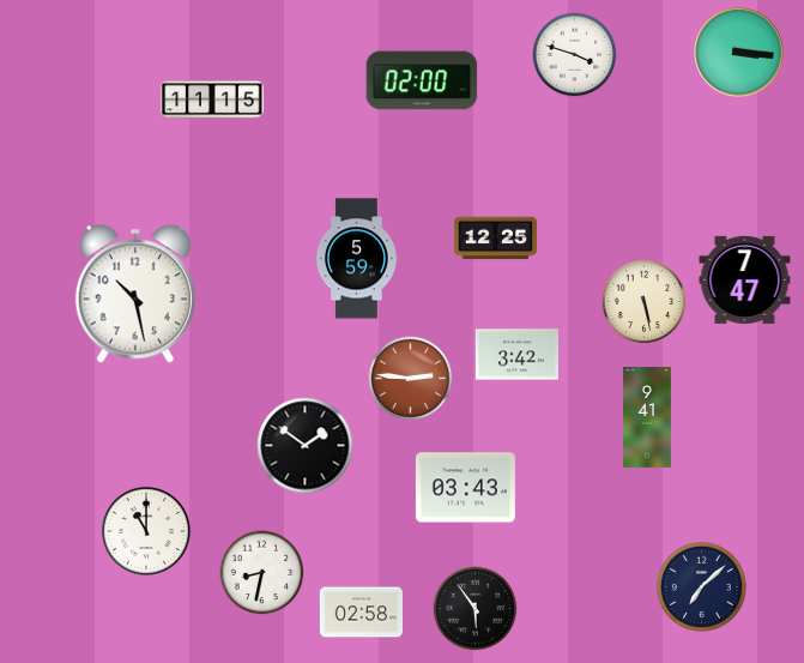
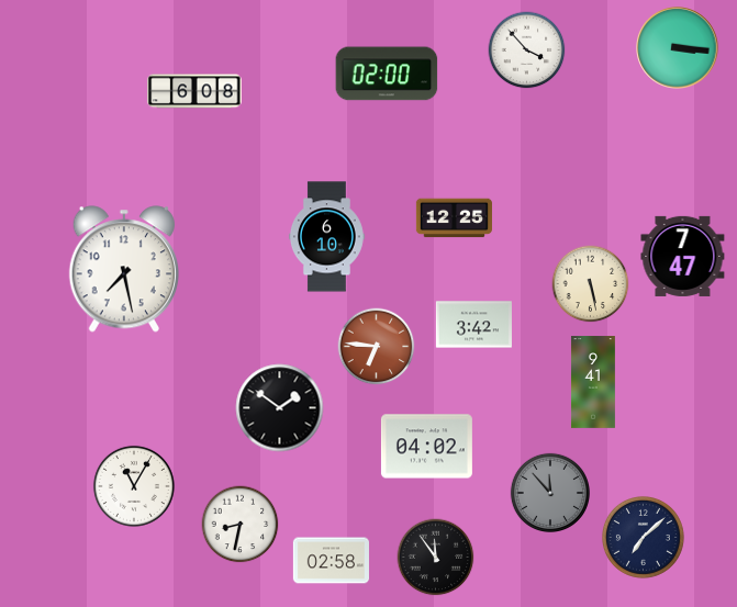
clock at (575, 55): 3:48 -> 3:53
clock at (212, 100): 11:15 -> 6:08
clock at (356, 259): 5:59 -> 6:10
clock at (134, 294): 10:28 -> 7:28
clock at (645, 302) position: (645, 302) -> (591, 284)
clock at (411, 379): 2:46 -> 6:46
clock at (465, 488): 03:43 -> 04:02
clock at (146, 531): 11:00 -> 11:05
clock at (549, 492): none -> 11:53
clock at (476, 609): 5:54 -> 11:54
